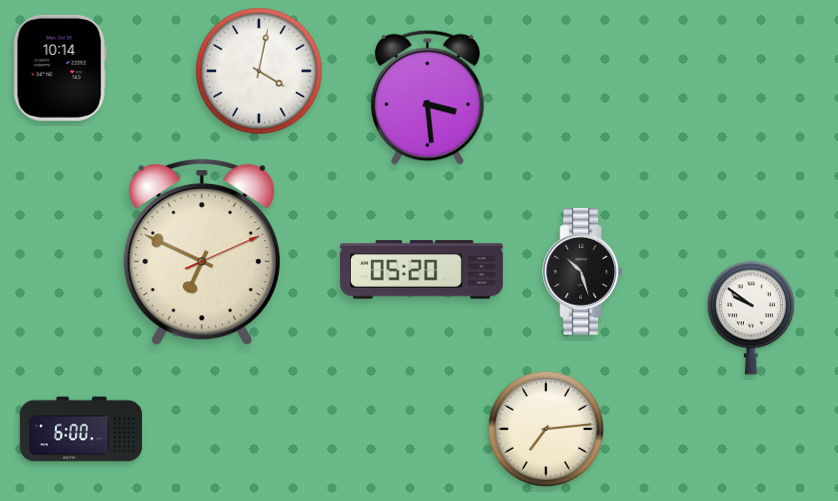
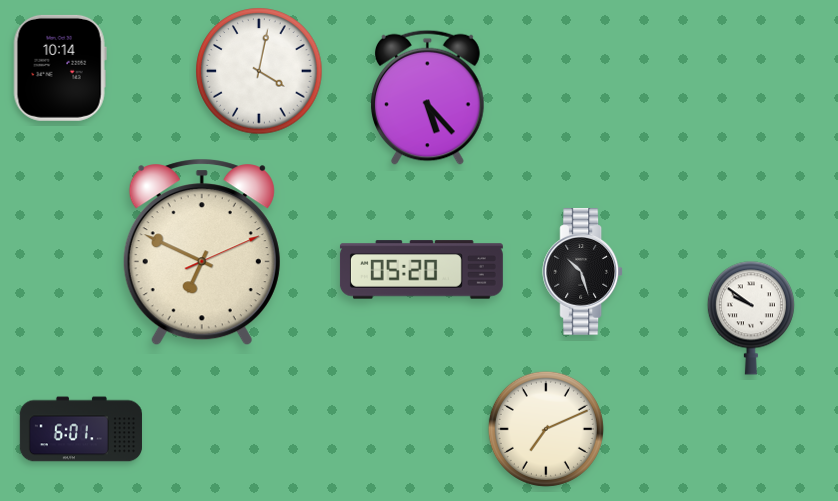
clock at (427, 97): 3:29 -> 5:23
clock at (81, 429): 6:00 -> 6:01
clock at (546, 429): 7:14 -> 7:11
